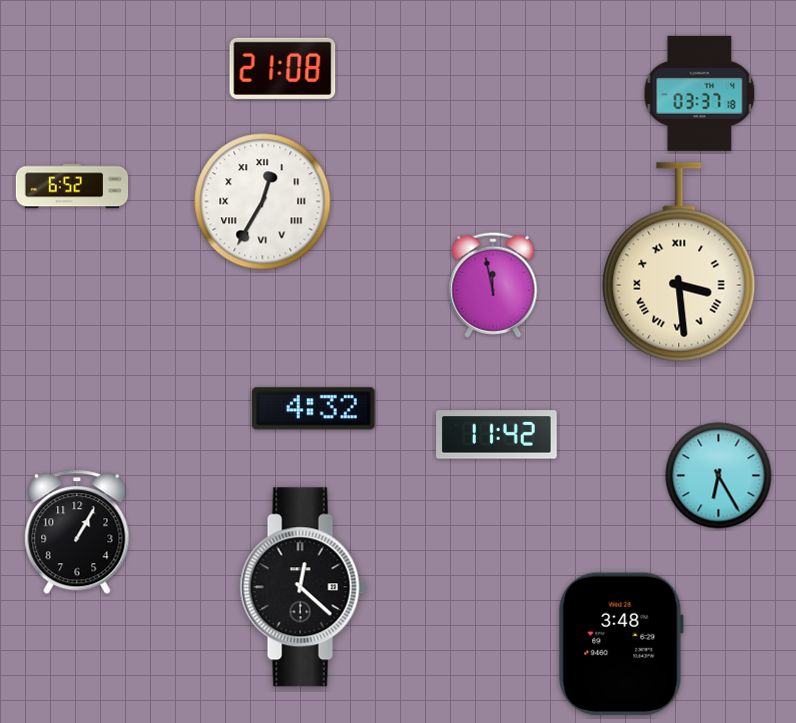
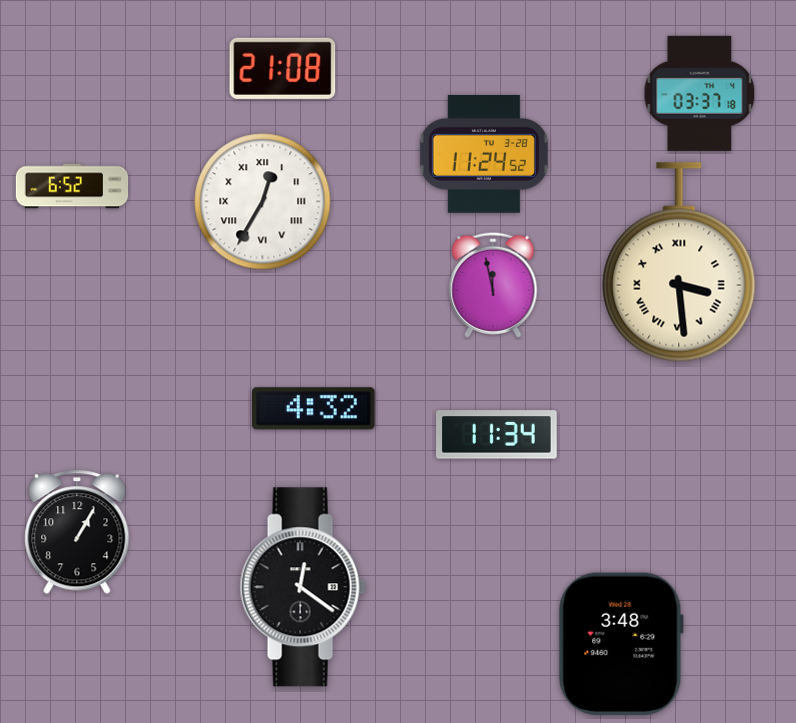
clock at (484, 154): none -> 11:24
clock at (497, 435): 11:42 -> 11:34
clock at (719, 476): 6:25 -> none
clock at (303, 587): 12:22 -> 12:21
